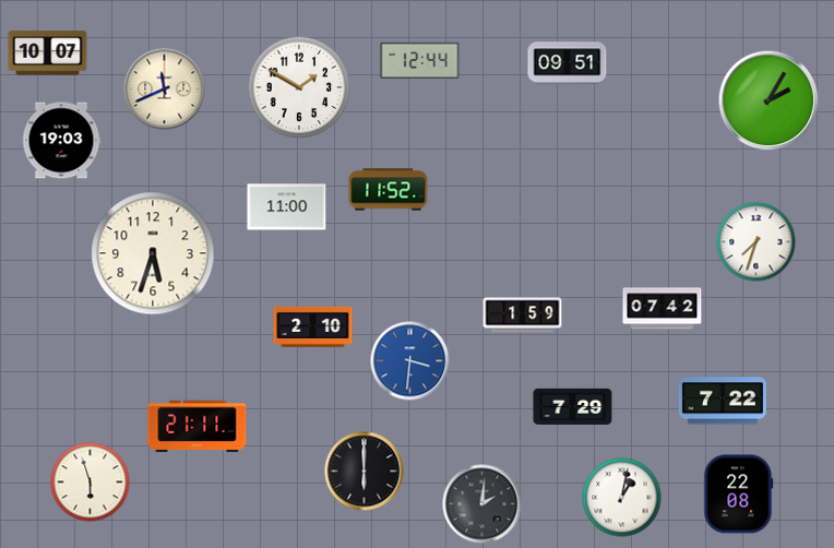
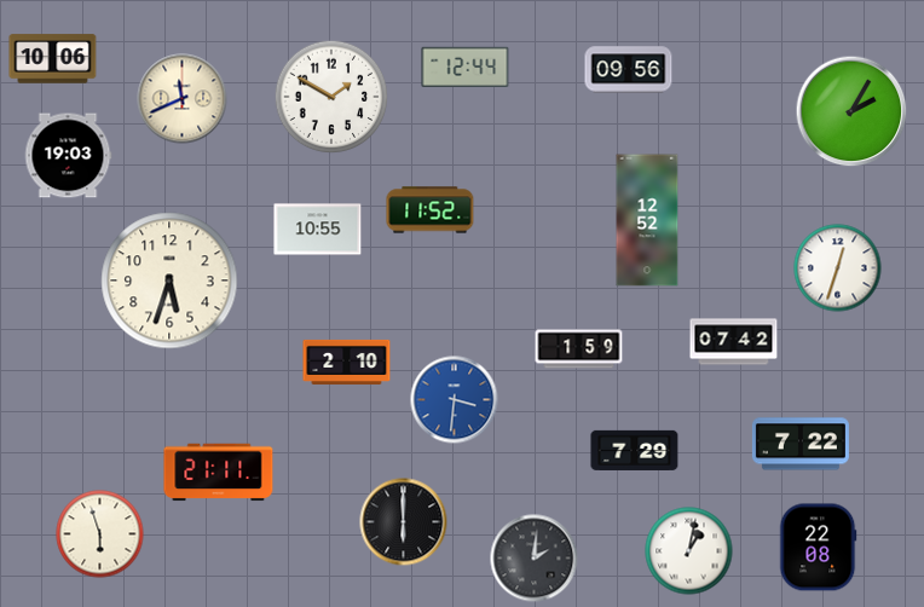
clock at (48, 53): 10:07 -> 10:06
clock at (568, 63): 09:51 -> 09:56
clock at (647, 220): none -> 12:52
clock at (287, 207): 11:00 -> 10:55
clock at (756, 242): 7:33 -> 12:33
